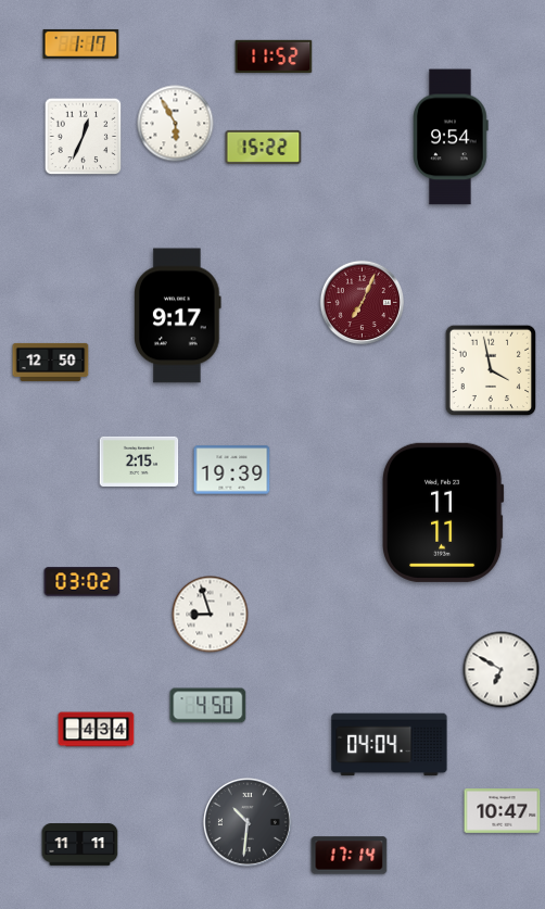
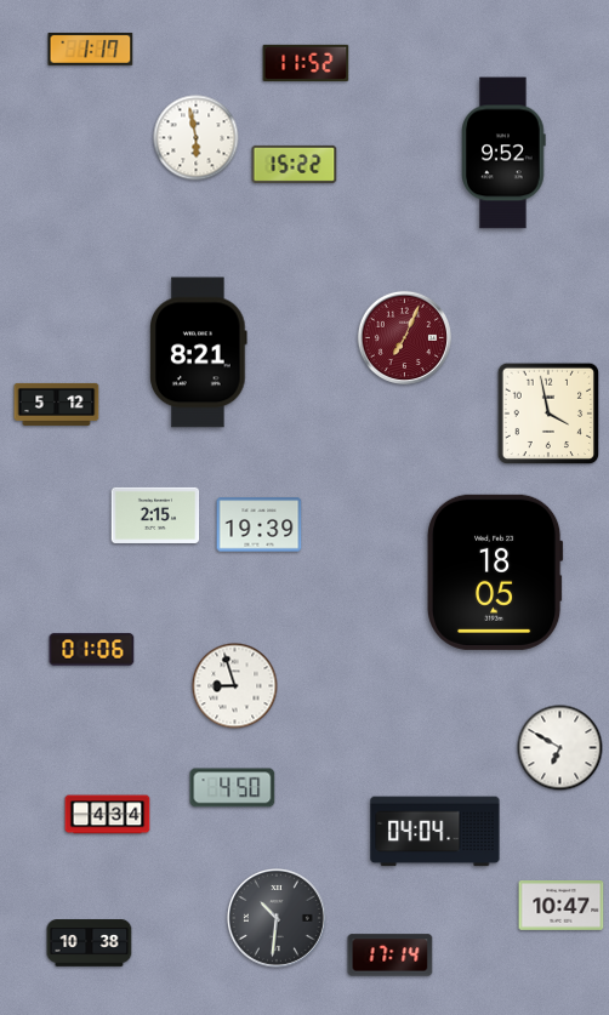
clock at (176, 124): 5:55 -> 5:58
clock at (84, 137): 12:34 -> none
clock at (451, 137): 9:54 -> 9:52
clock at (178, 316): 9:17 -> 8:21
clock at (51, 362): 12:50 -> 5:12
clock at (443, 513): 11:11 -> 18:05
clock at (83, 582): 03:02 -> 01:06
clock at (80, 845): 11:11 -> 10:38
